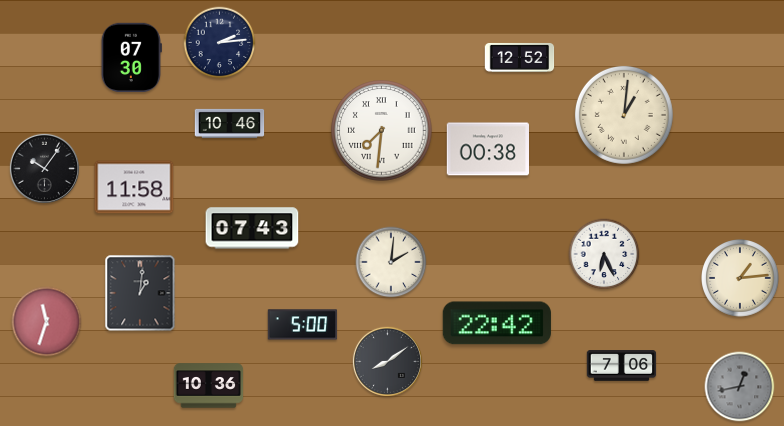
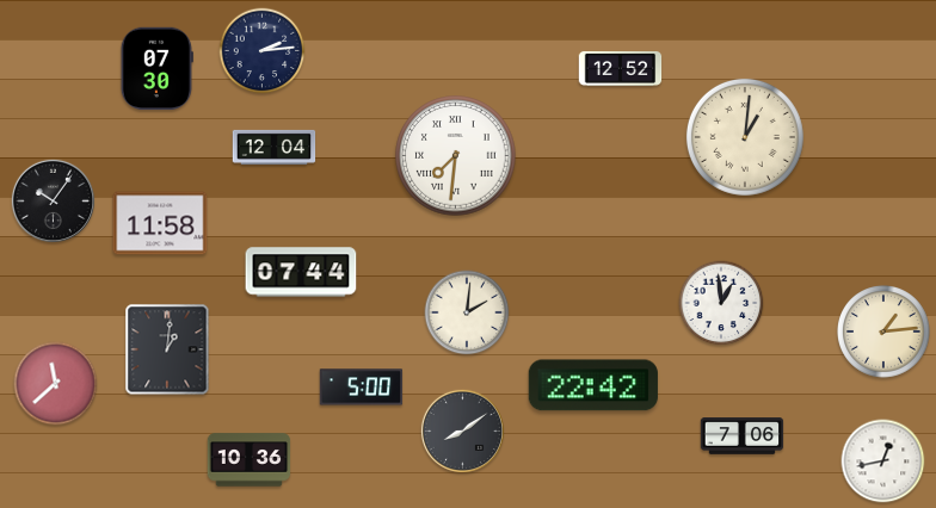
clock at (230, 123): 10:46 -> 12:04
clock at (488, 149): 00:38 -> none
clock at (252, 228): 07:43 -> 07:44
clock at (604, 254): 6:26 -> 12:59
clock at (47, 322): 11:33 -> 11:38
clock at (740, 387) dial: grey -> white
